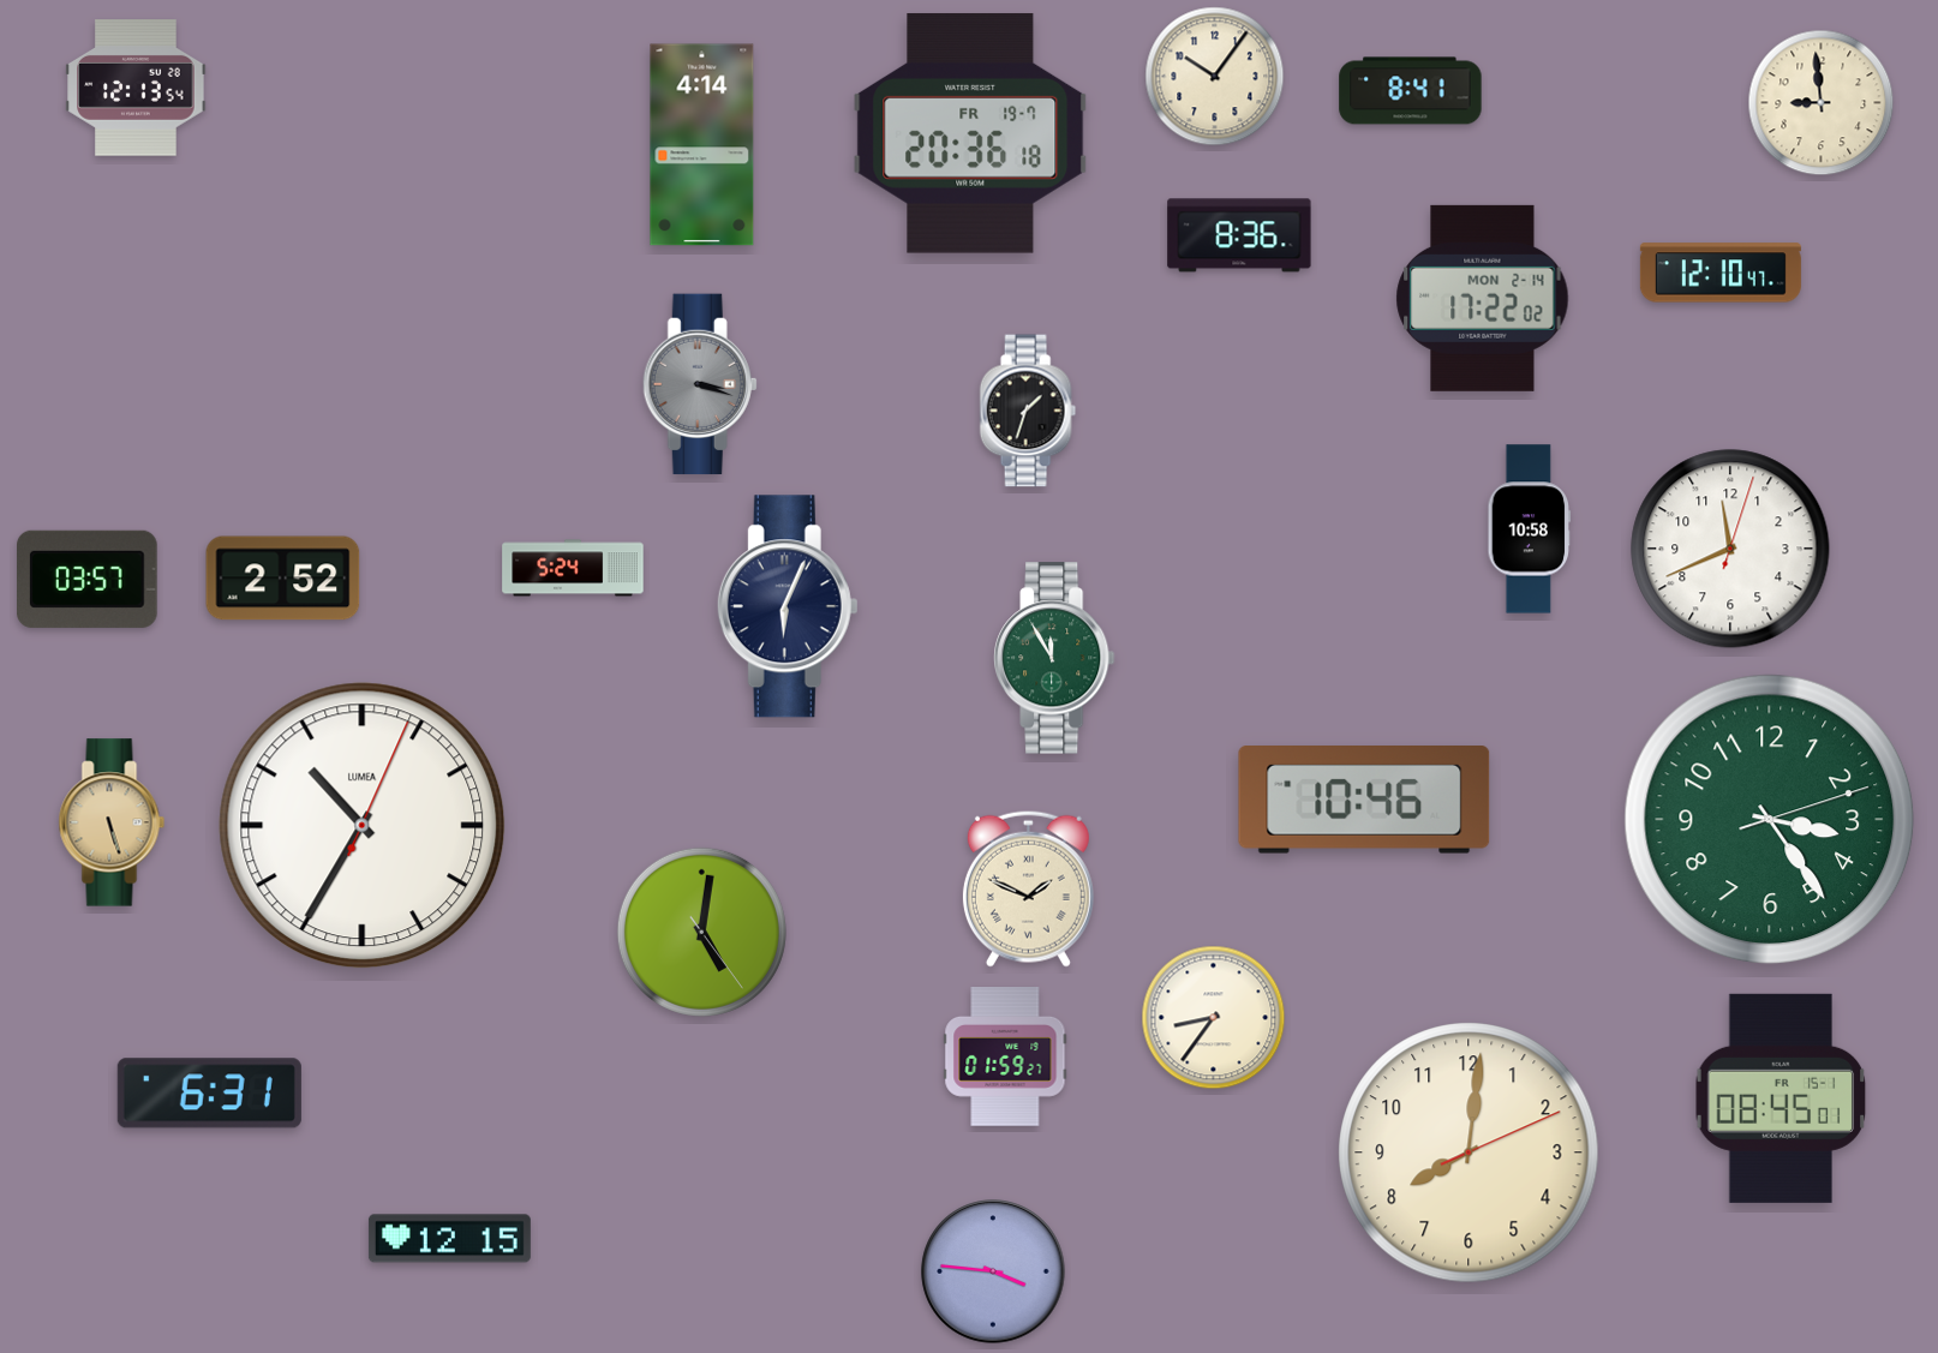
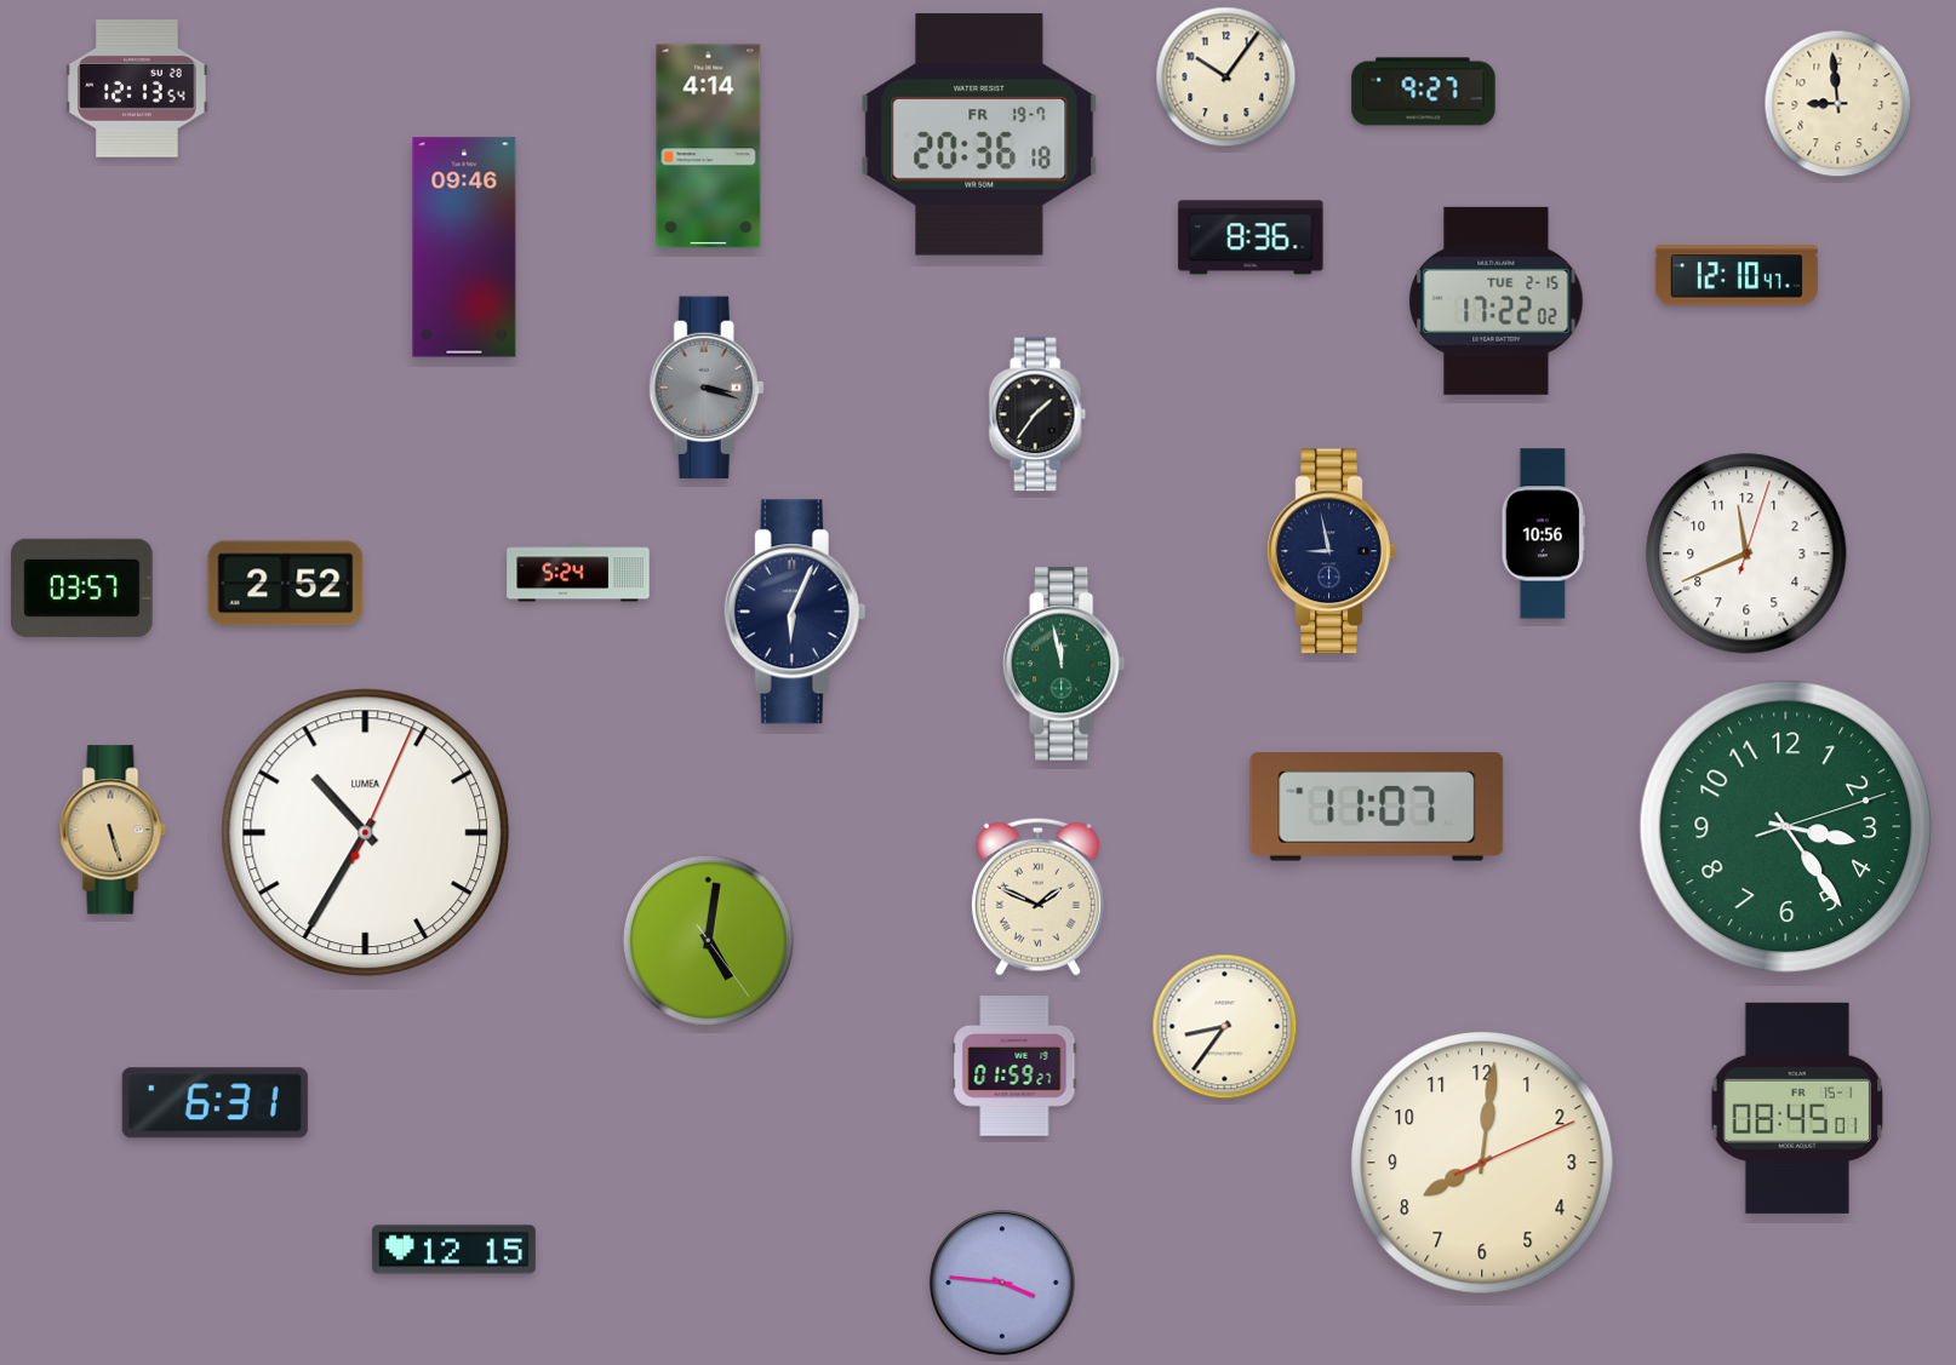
clock at (1411, 91): 8:41 -> 9:27
clock at (464, 247): none -> 09:46
clock at (1483, 298) date: MON 2-14 -> TUE 2-15
clock at (1028, 411): 1:33 -> 1:36
clock at (1530, 529): 10:58 -> 10:56
clock at (1332, 551): none -> 8:58
clock at (88, 579) position: (88, 579) -> (82, 587)
clock at (1055, 658): 11:55 -> 11:58
clock at (1364, 801): 10:46 -> 11:07
clock at (209, 1094) position: (209, 1094) -> (215, 1103)
